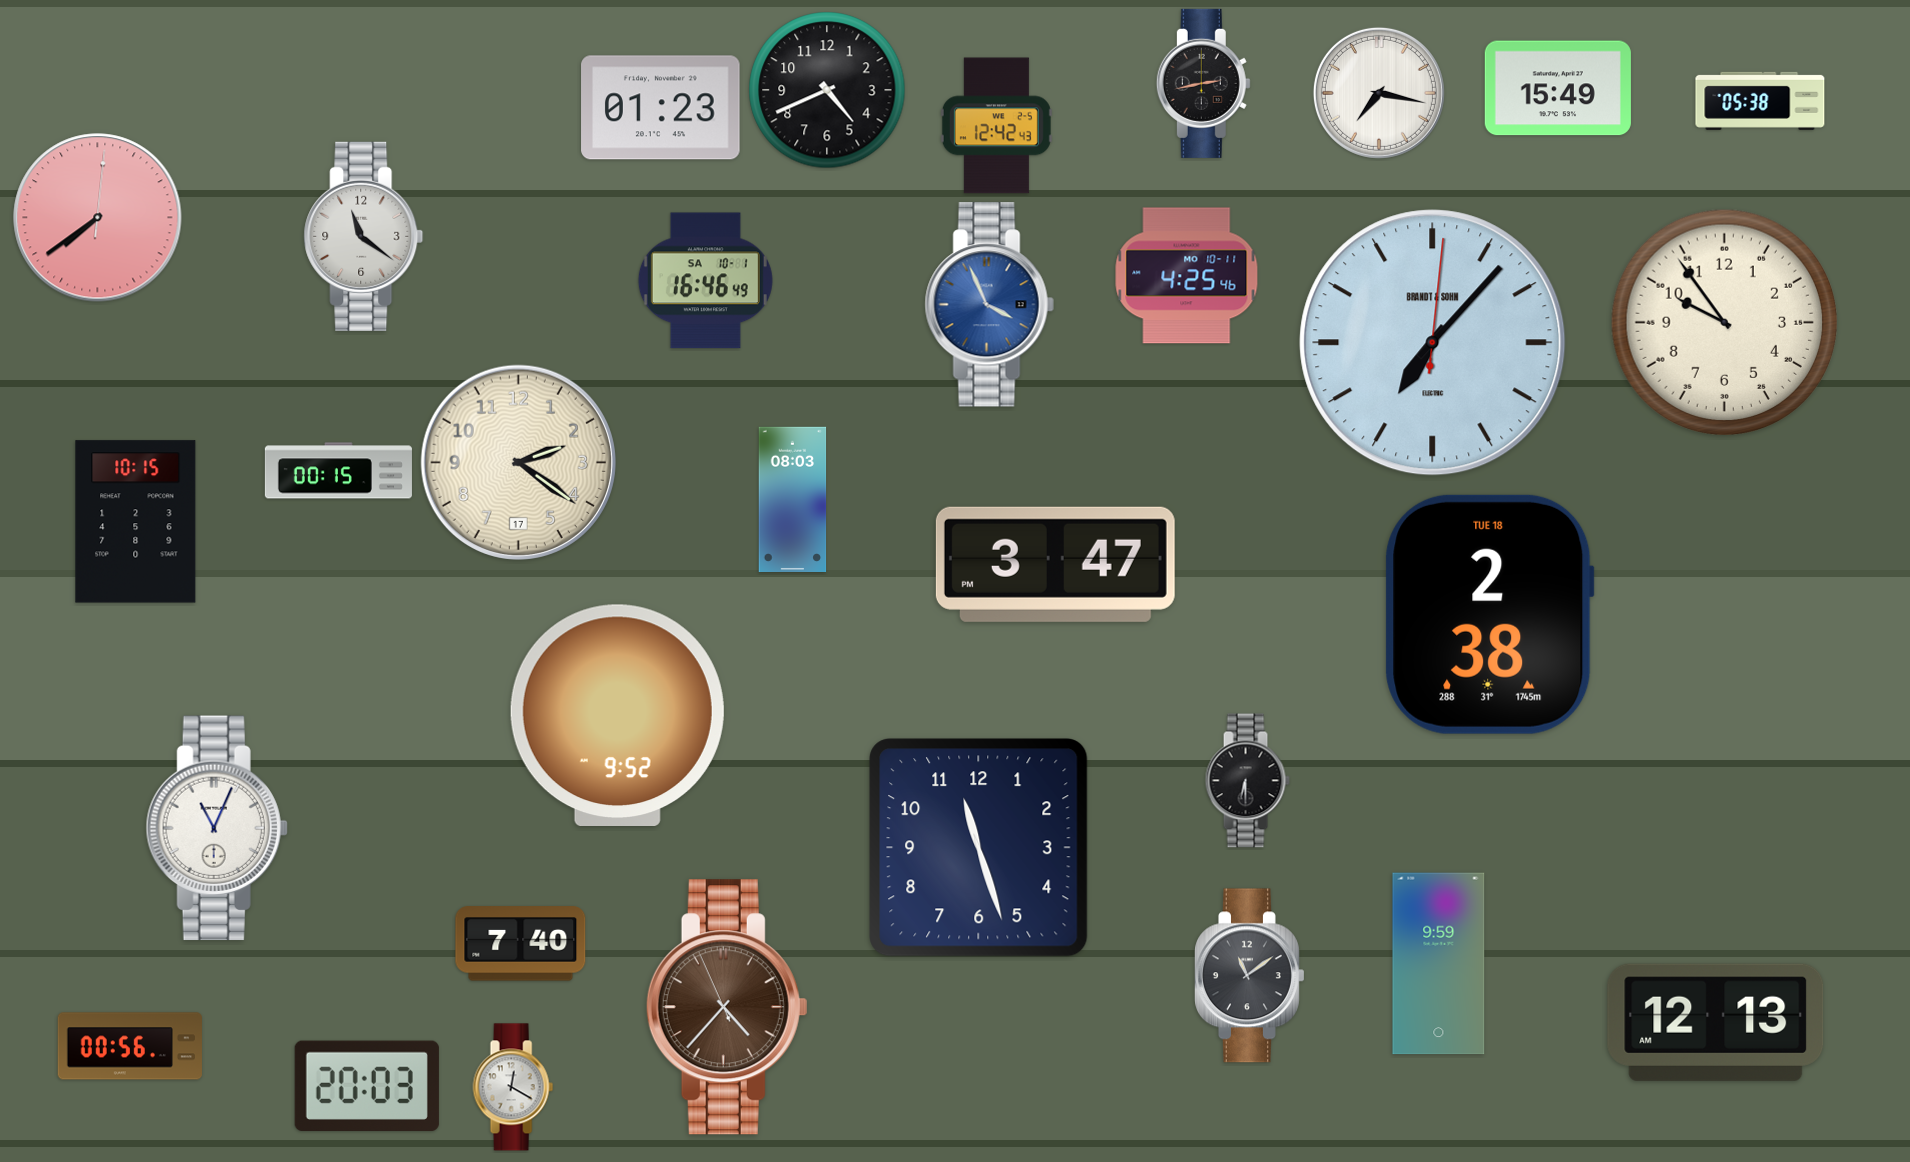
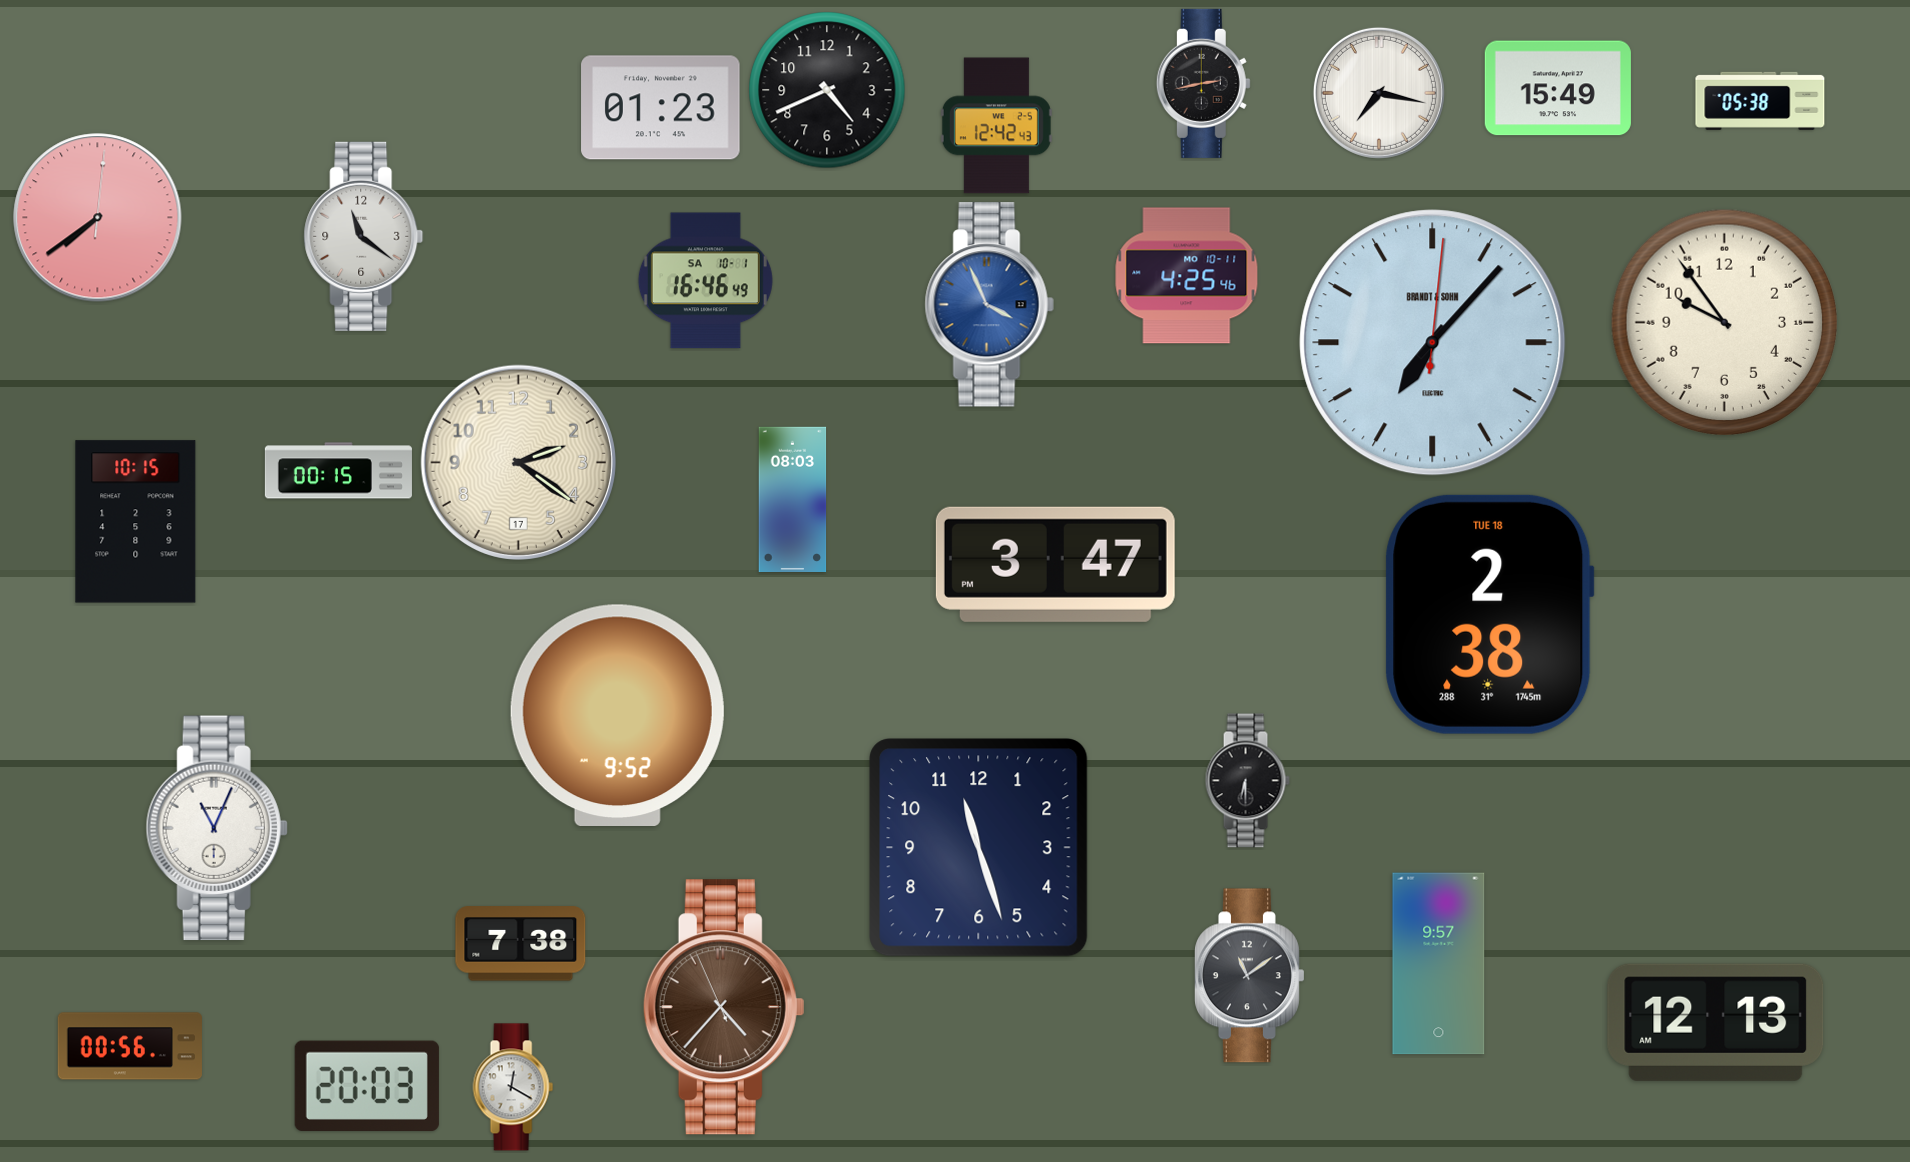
clock at (521, 944): 7:40 -> 7:38
clock at (1439, 964): 9:59 -> 9:57
clock at (727, 1007) position: (727, 1007) -> (724, 1007)
